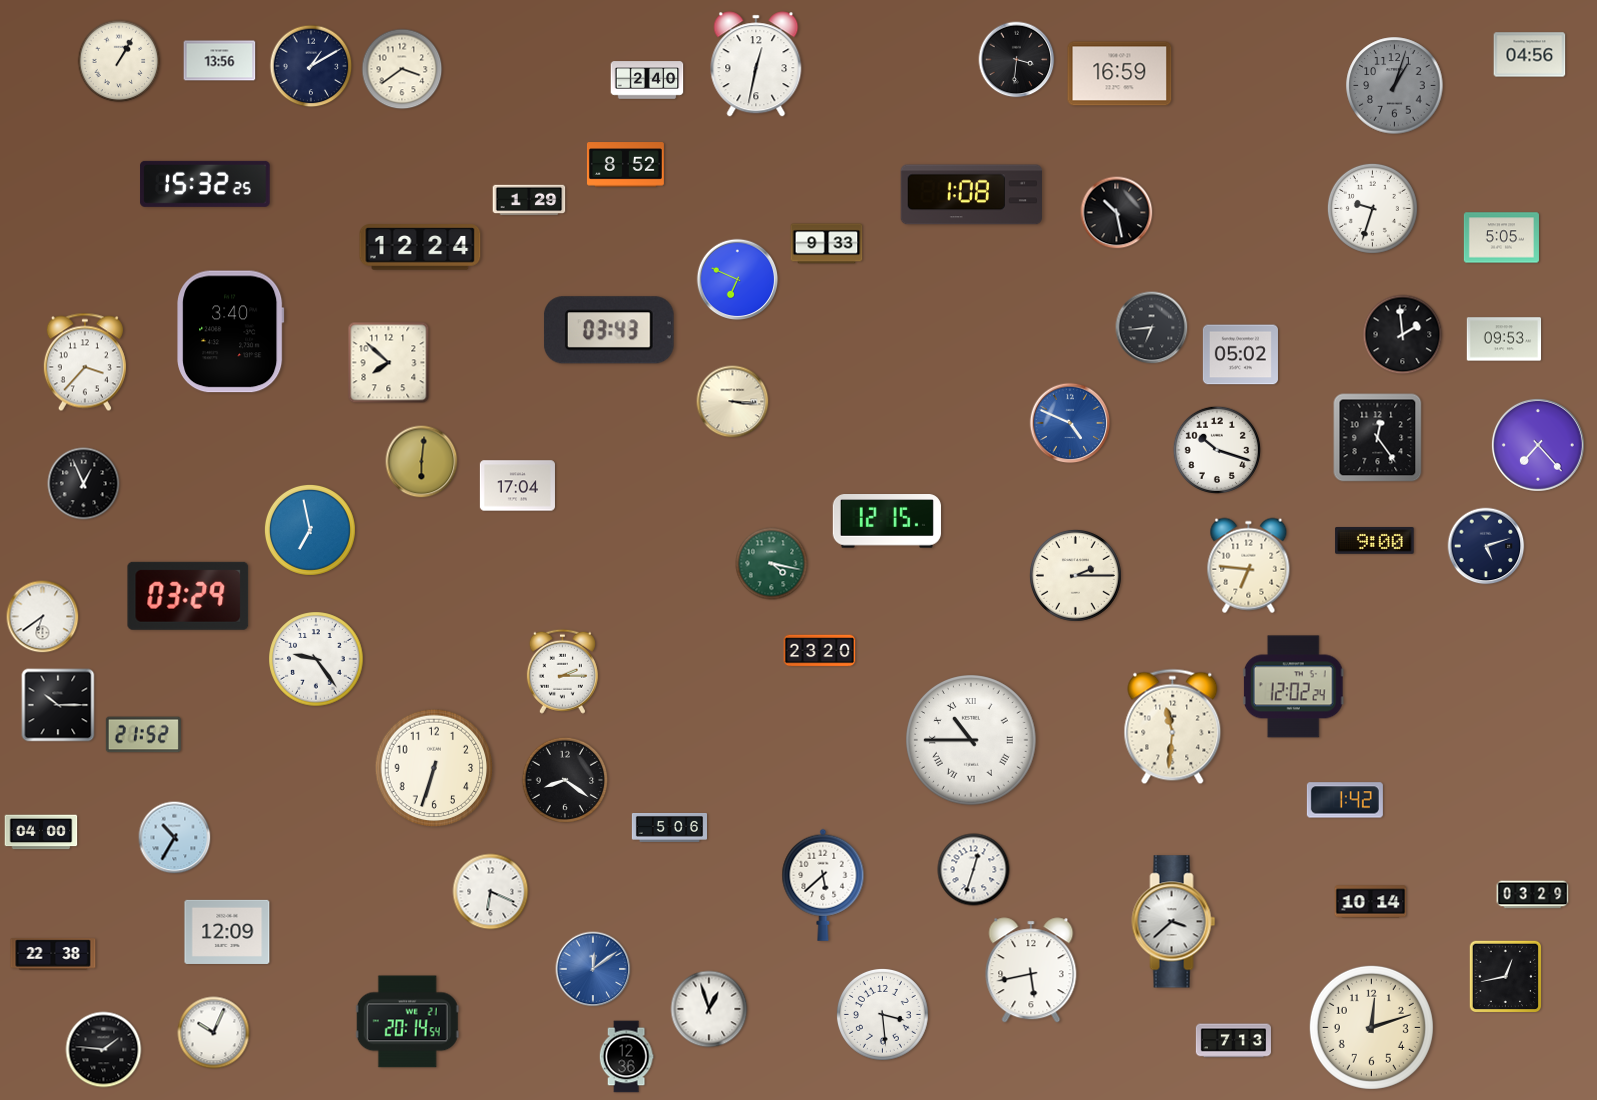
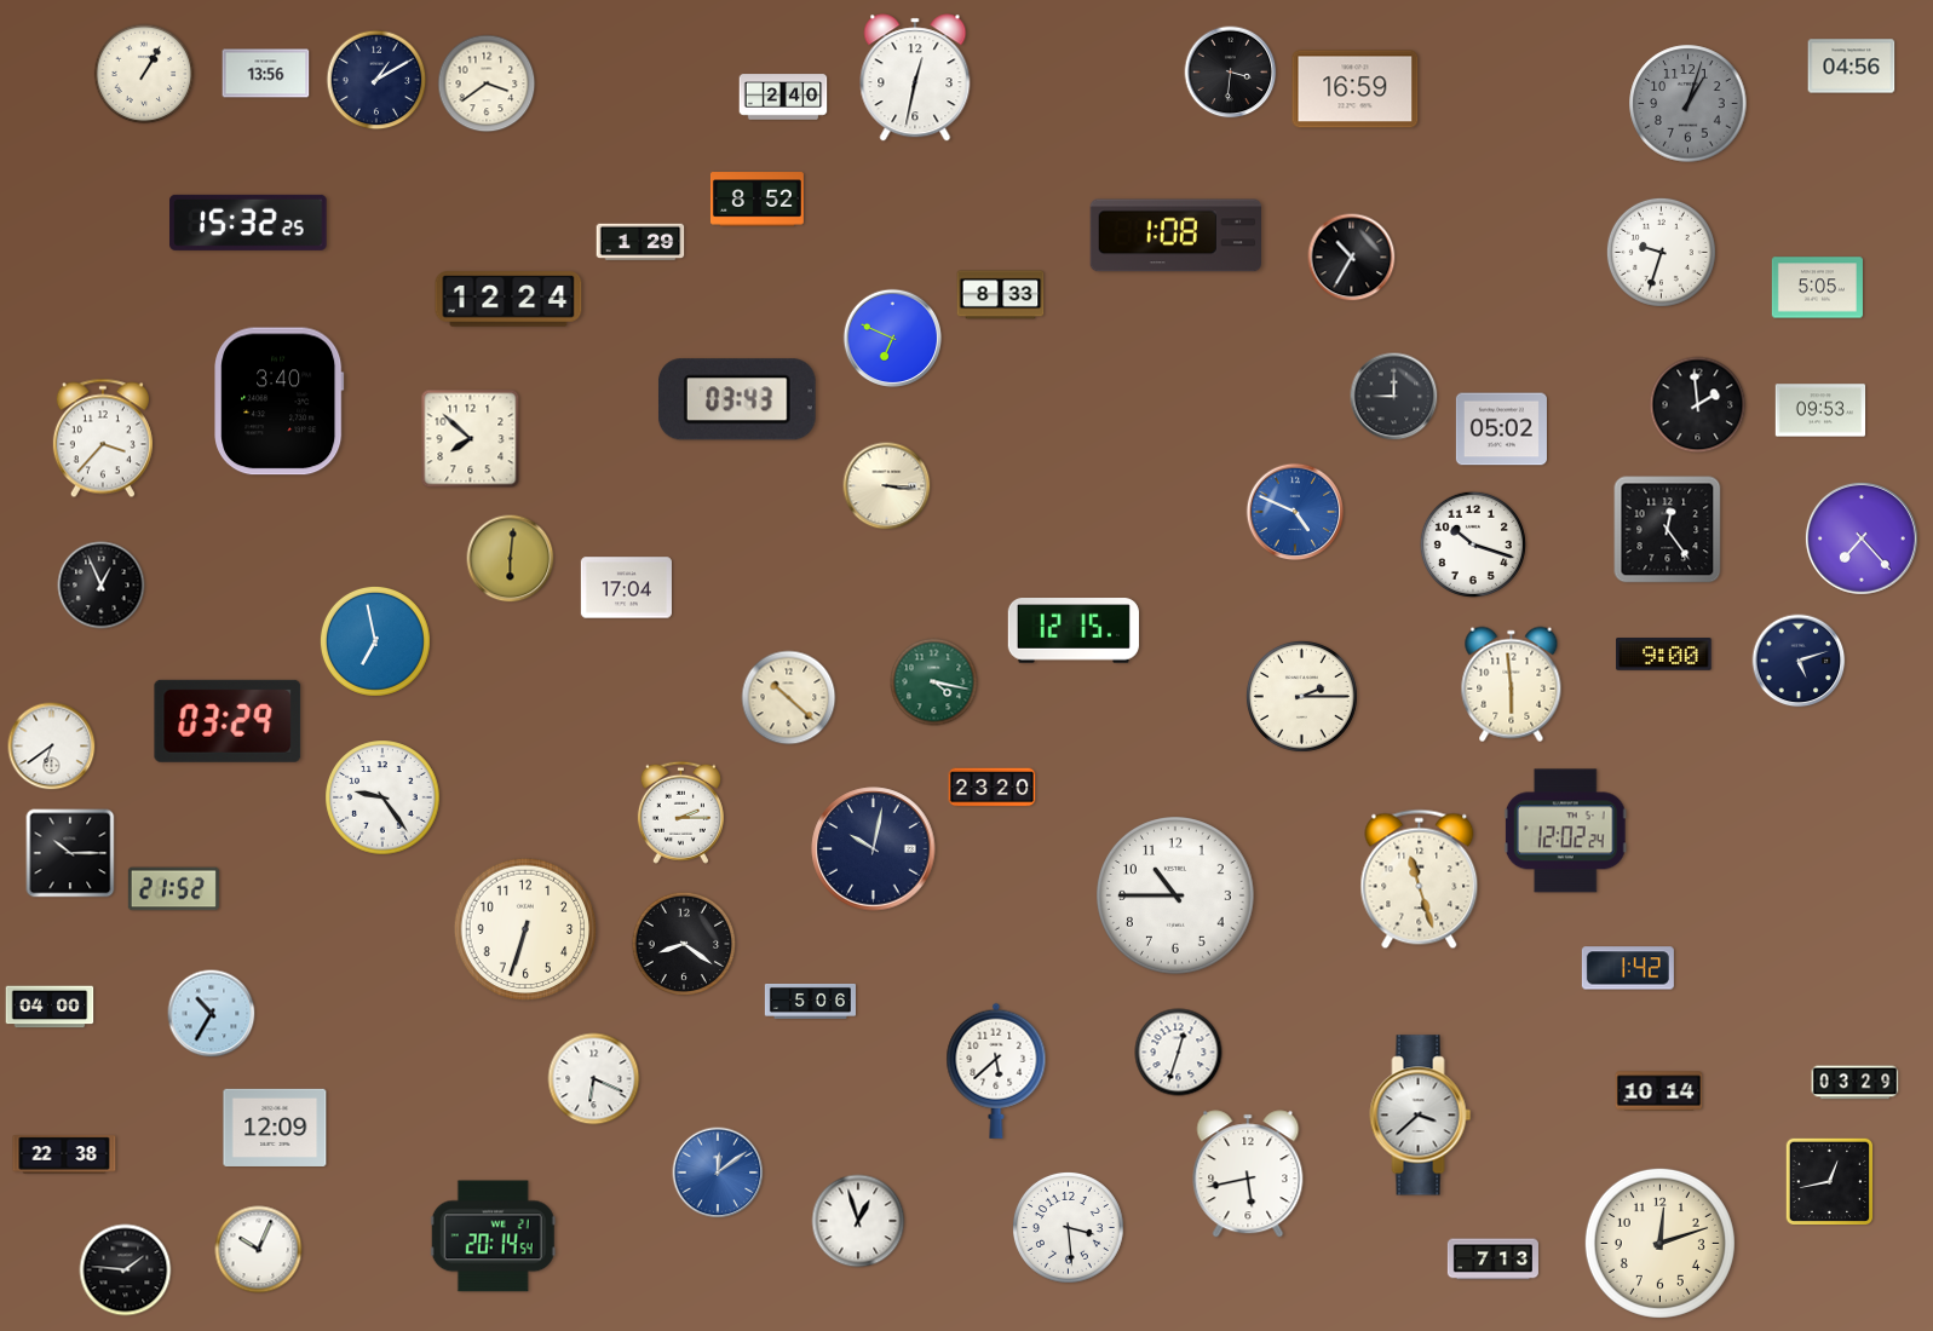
clock at (1117, 213): 10:28 -> 10:35
clock at (827, 244): 9:33 -> 8:33
clock at (1152, 328): 6:44 -> 9:00
clock at (1249, 566): 6:46 -> 5:59
clock at (789, 698): none -> 10:22
clock at (874, 849): none -> 10:02
clock at (1173, 727): 11:31 -> 11:27
clock at (972, 741) numerals: Roman -> Arabic
clock at (1506, 977) position: (1506, 977) -> (1830, 1182)
clock at (626, 1057): 12:36 -> none
